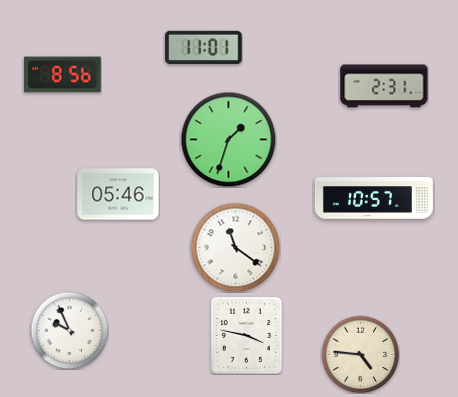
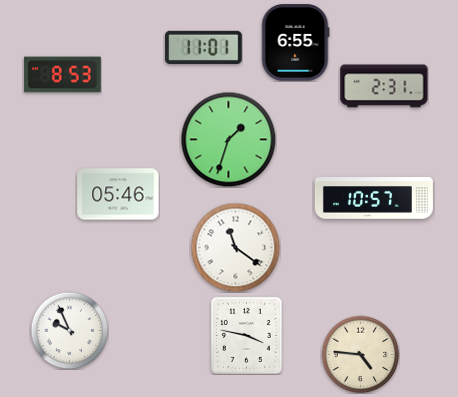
clock at (295, 43): none -> 6:55
clock at (63, 75): 8:56 -> 8:53
